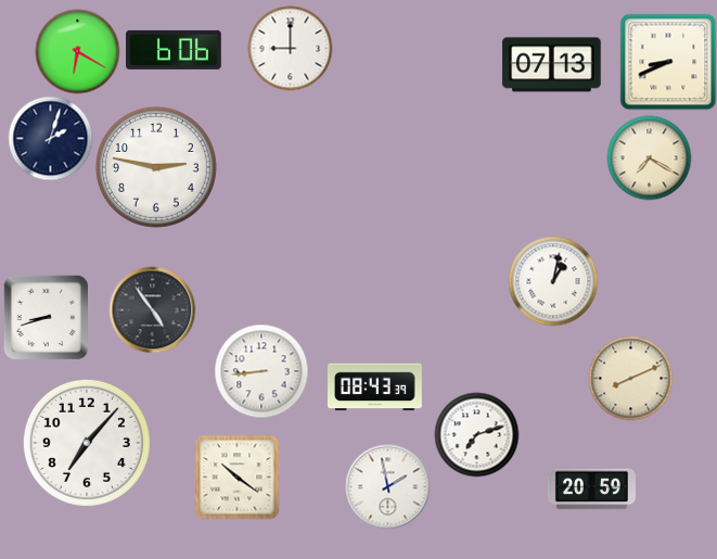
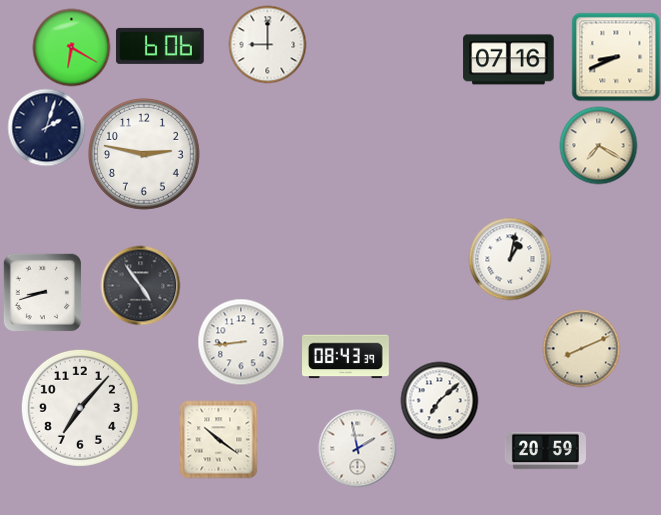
clock at (552, 65): 07:13 -> 07:16
clock at (476, 434): 7:12 -> 7:08
